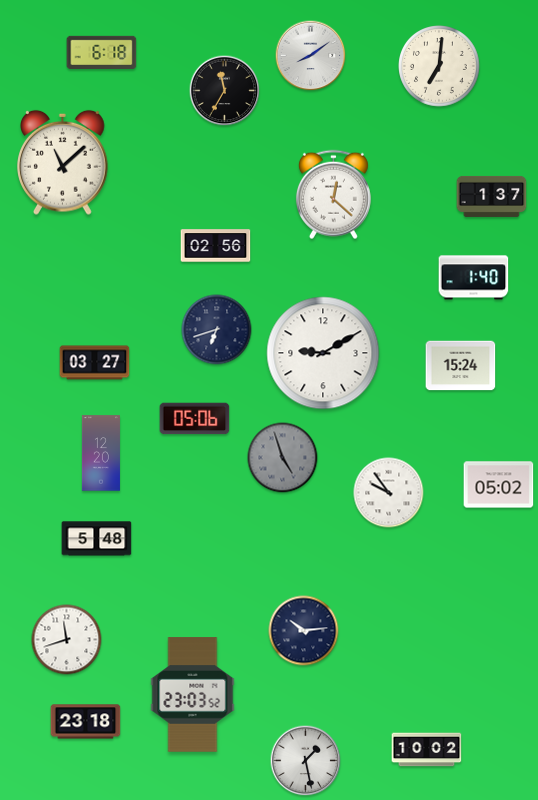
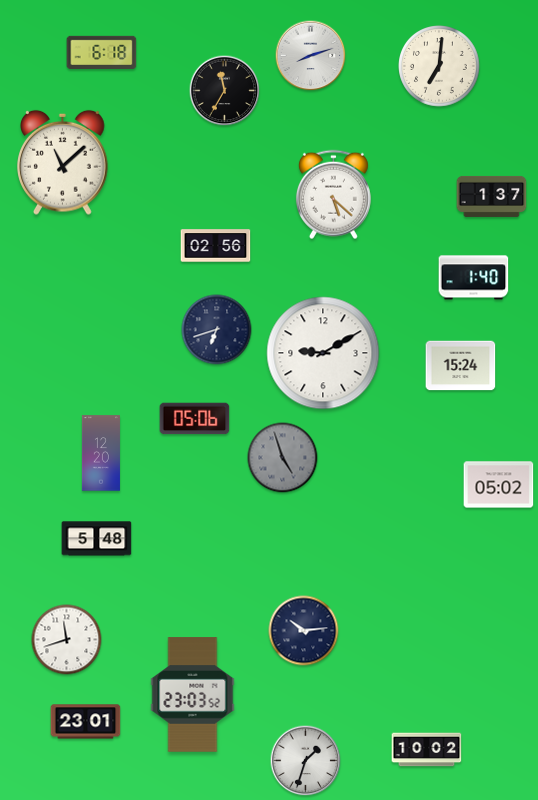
clock at (311, 56): 8:09 -> 8:12
clock at (333, 195): 12:22 -> 5:22
clock at (95, 363): 03:27 -> none
clock at (389, 493): 9:54 -> none
clock at (86, 722): 23:18 -> 23:01
clock at (306, 761): 1:28 -> 1:33
